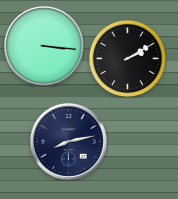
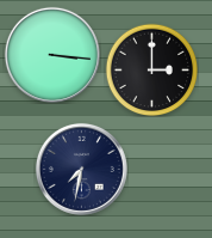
clock at (127, 58): 2:10 -> 3:00
clock at (68, 141): 8:13 -> 7:32
